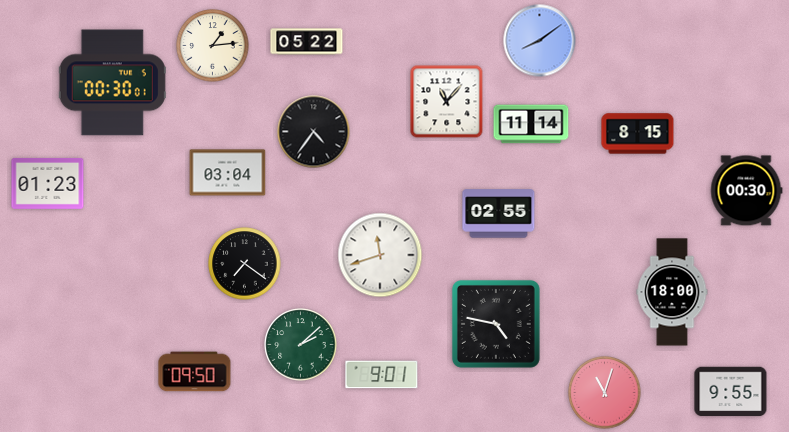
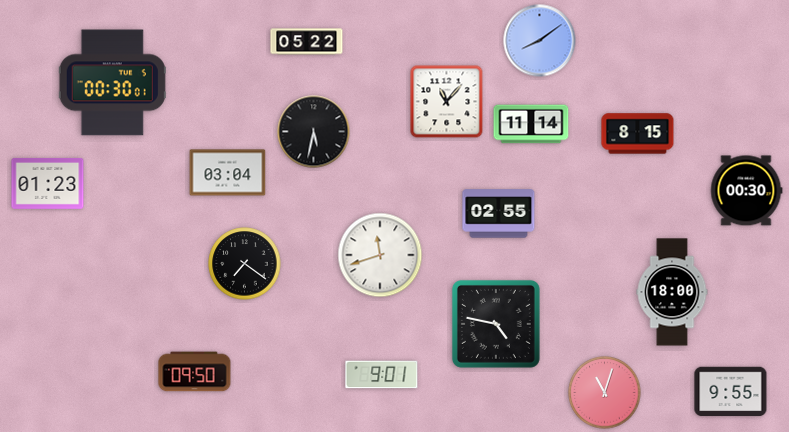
clock at (213, 46): 1:14 -> none
clock at (314, 132): 4:36 -> 5:32
clock at (301, 345): 2:08 -> none
